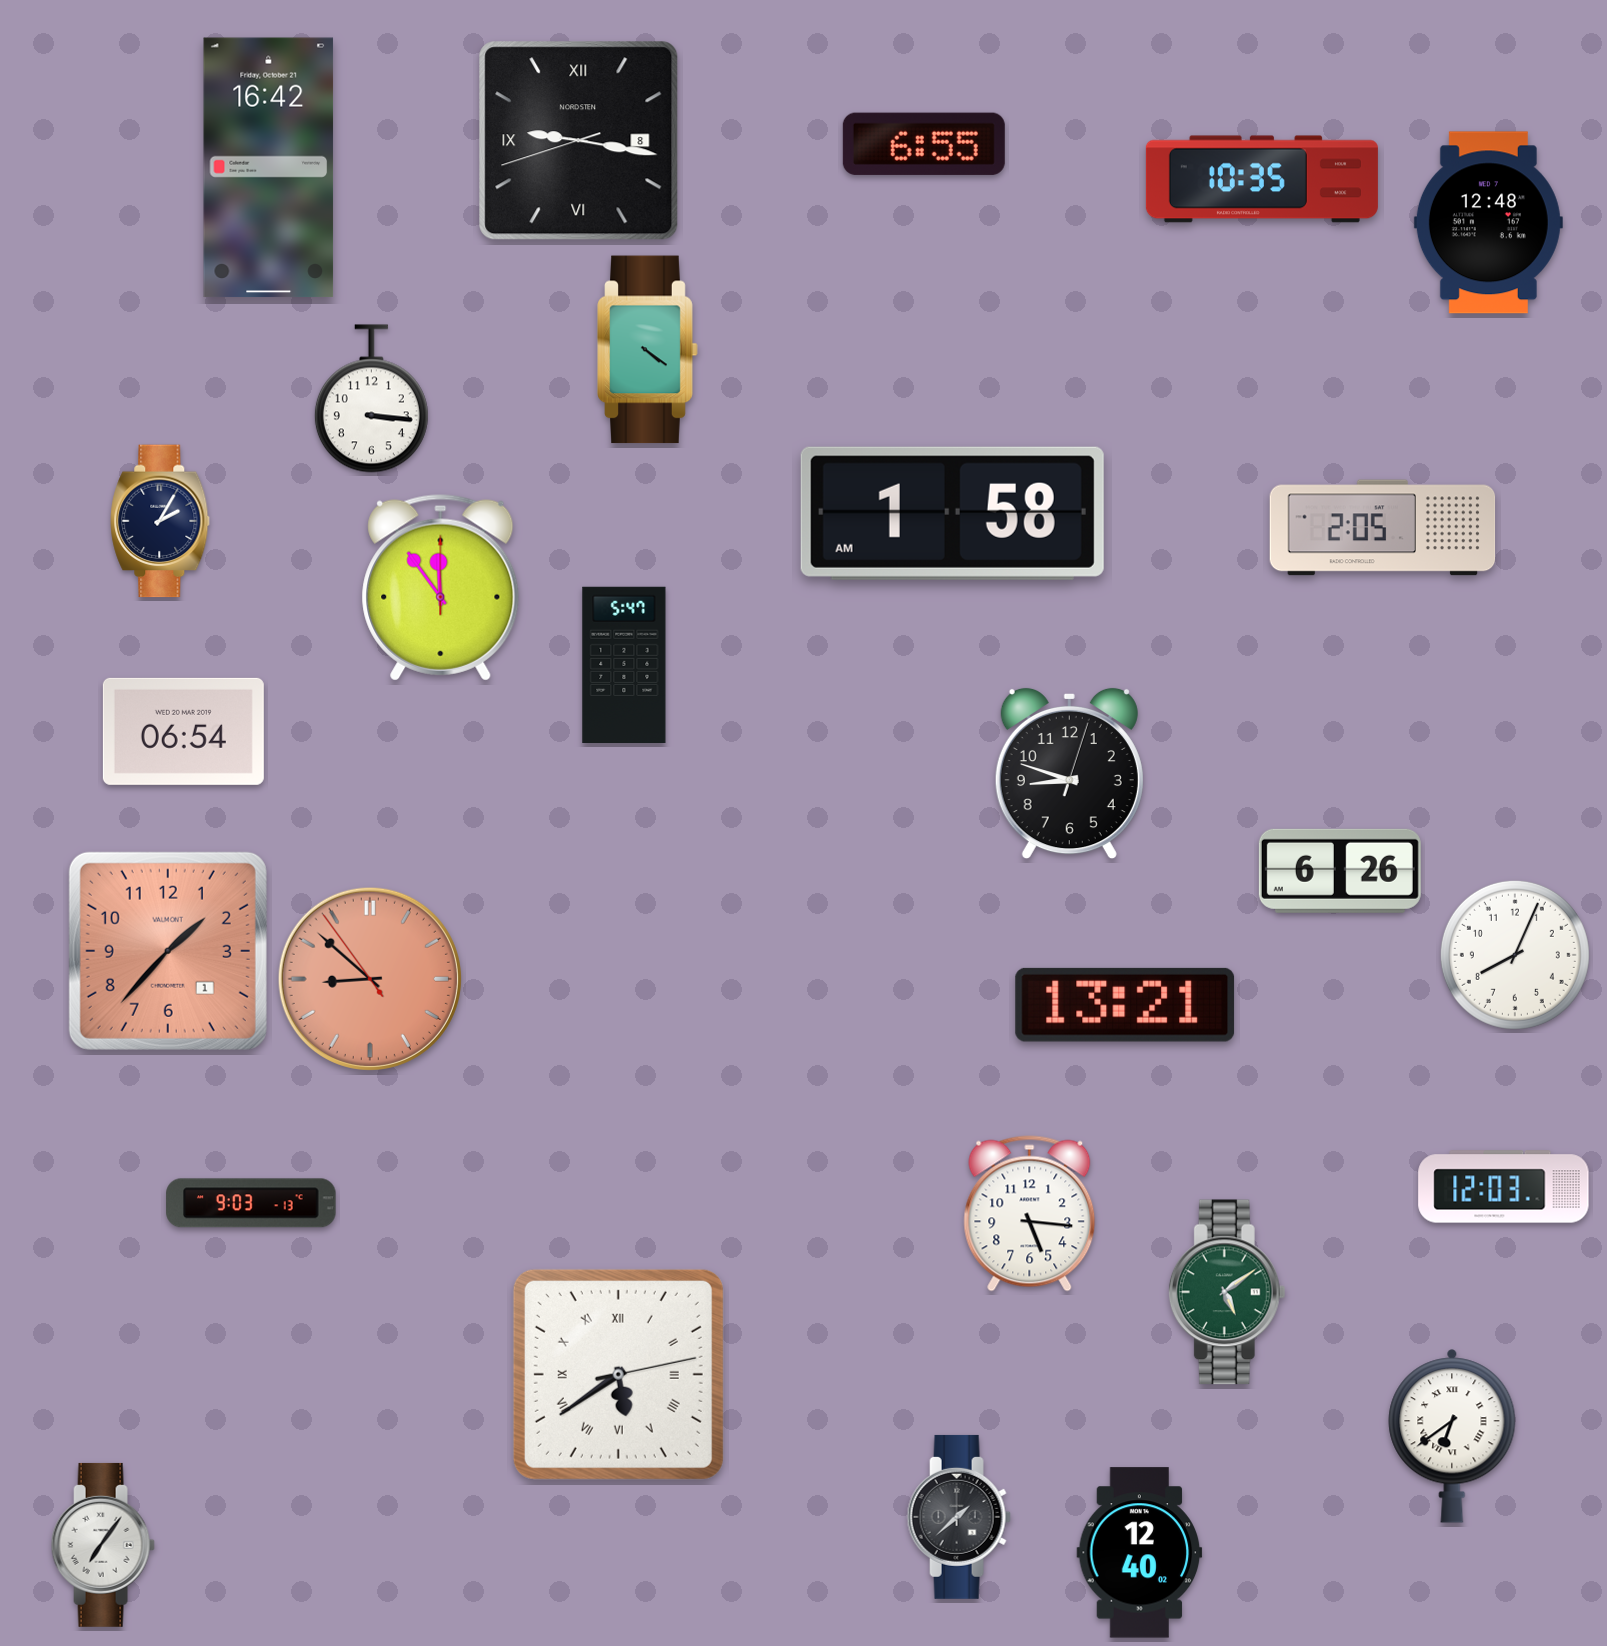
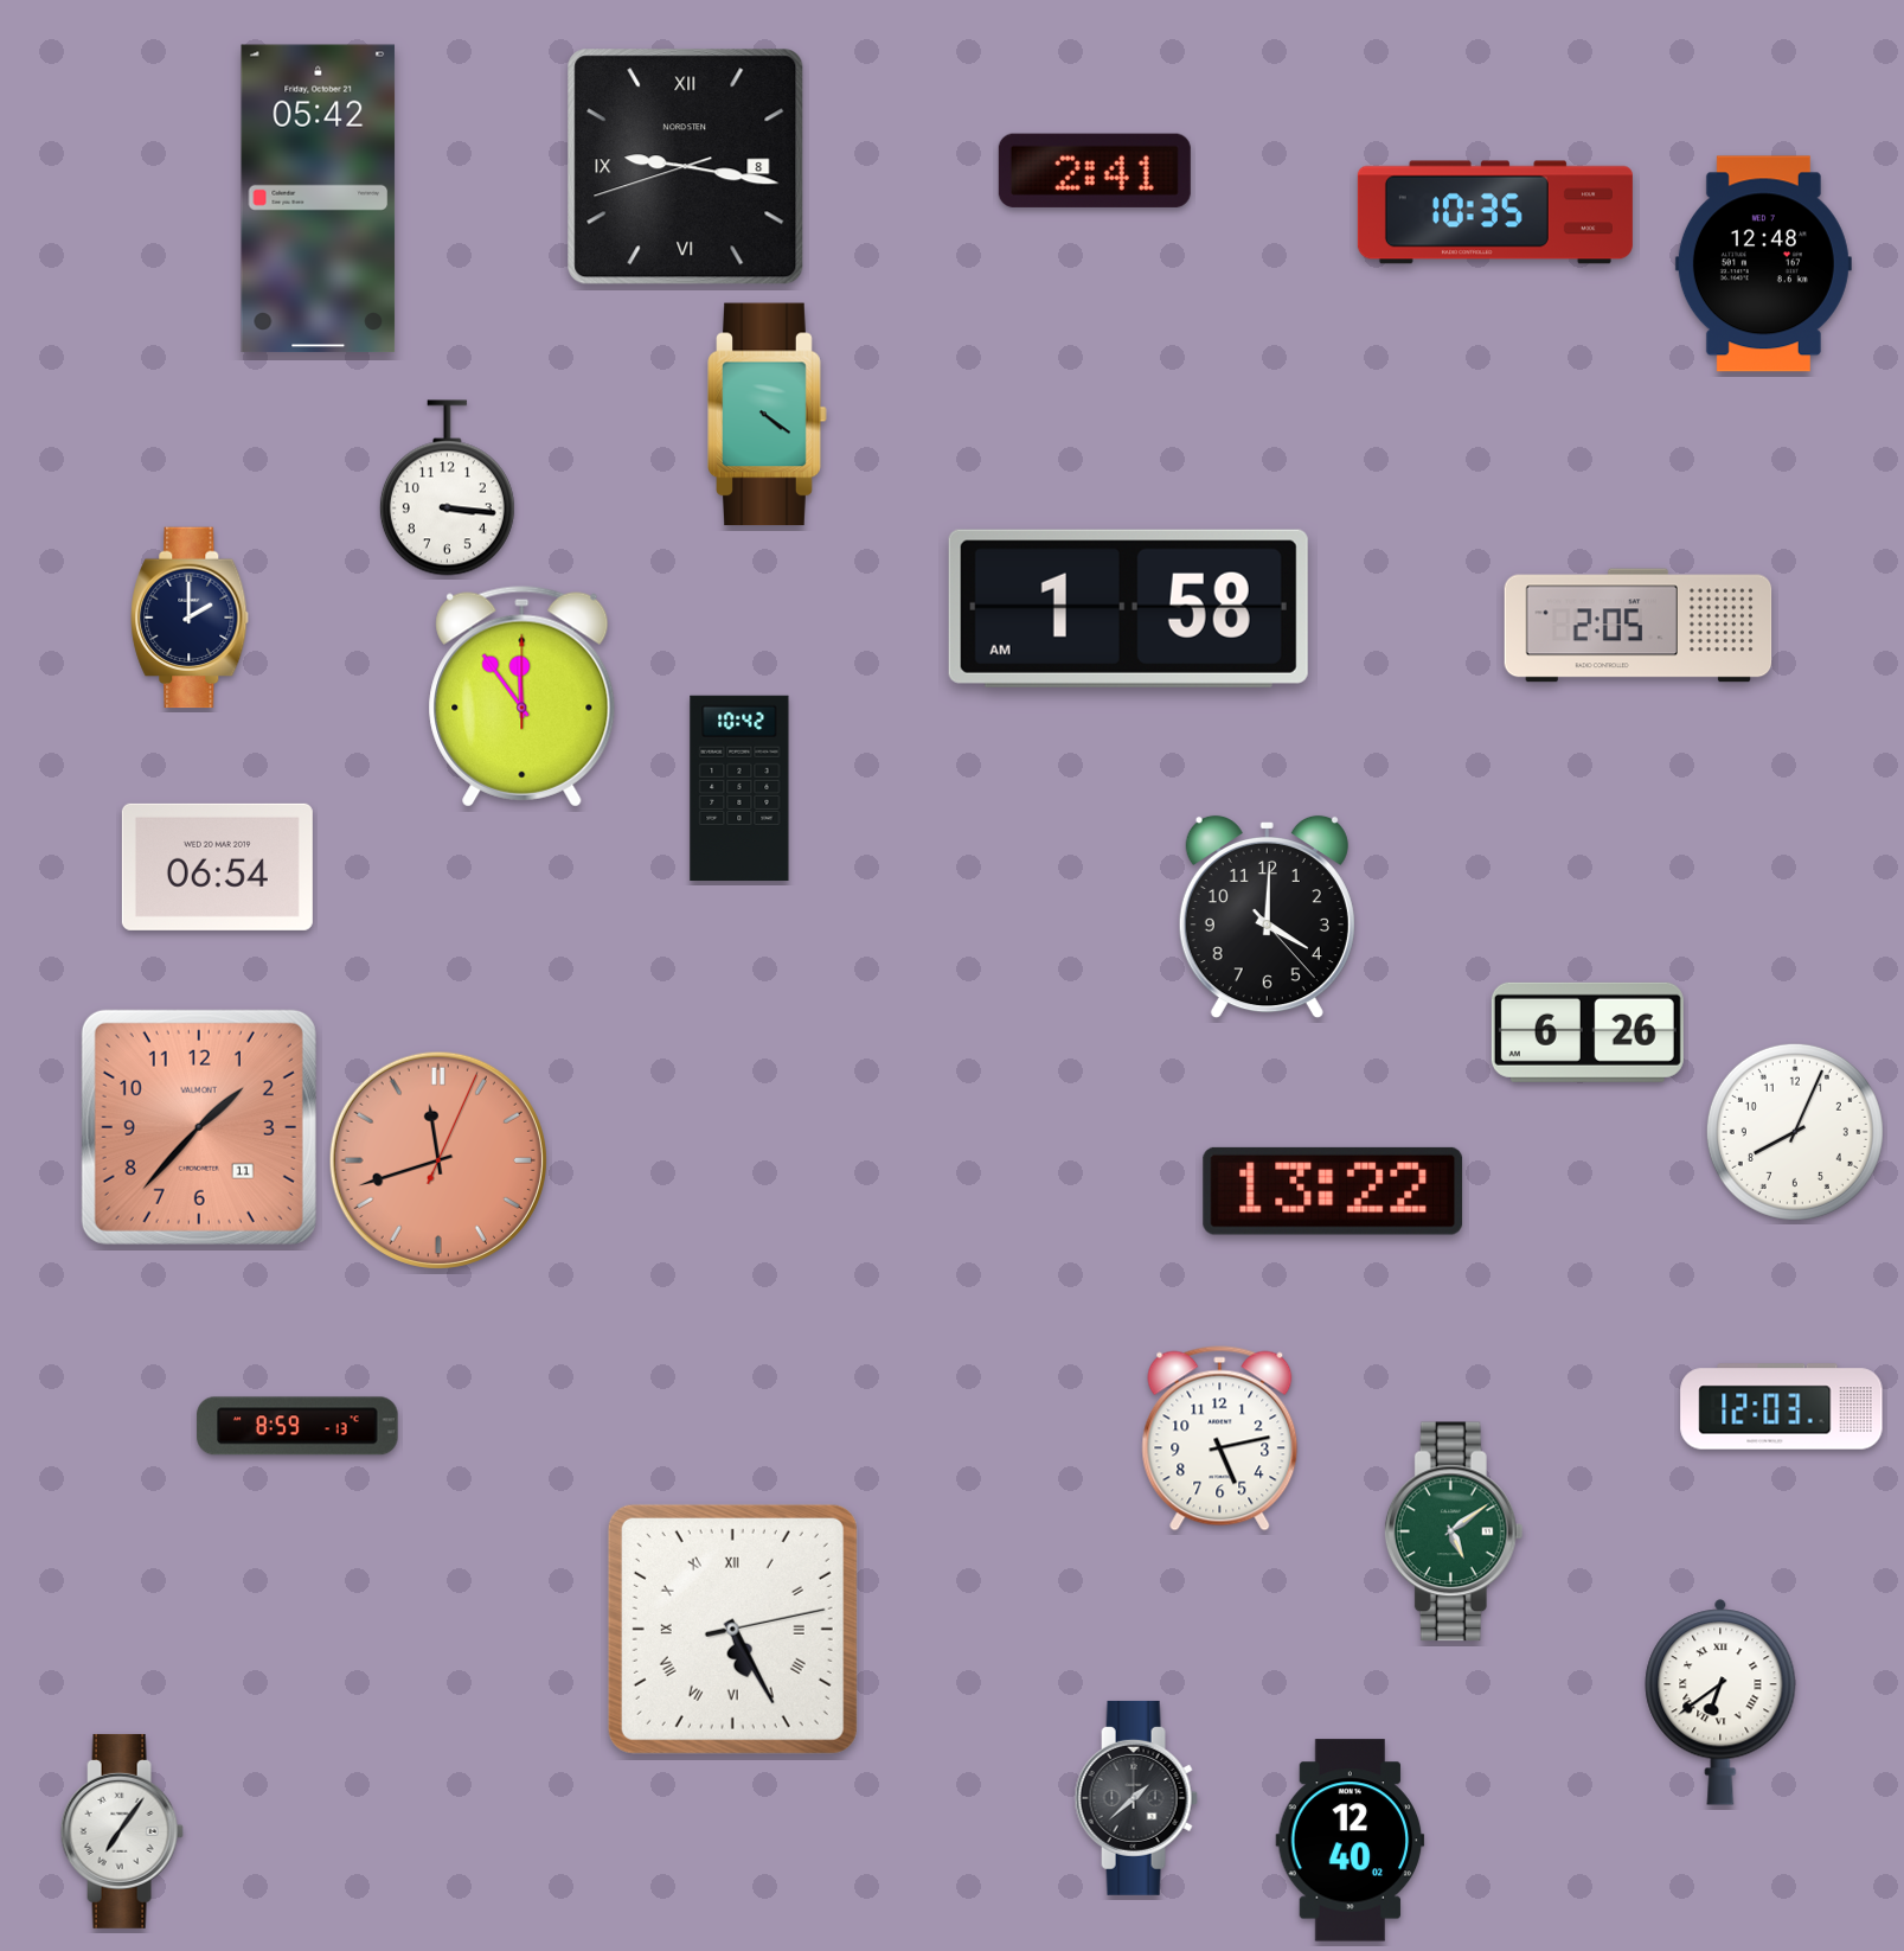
clock at (924, 144): 6:55 -> 2:41
clock at (269, 168): 16:42 -> 05:42
clock at (371, 399) position: (371, 399) -> (447, 488)
clock at (160, 521): 2:05 -> 2:00
clock at (624, 664): 5:47 -> 10:42
clock at (1069, 774): 8:48 -> 4:00
clock at (168, 951) date: 1 -> 11
clock at (370, 979): 8:51 -> 11:42
clock at (1125, 1005): 13:21 -> 13:22
clock at (251, 1203): 9:03 -> 8:59
clock at (1030, 1214): 5:16 -> 5:13
clock at (618, 1374): 5:39 -> 5:25
